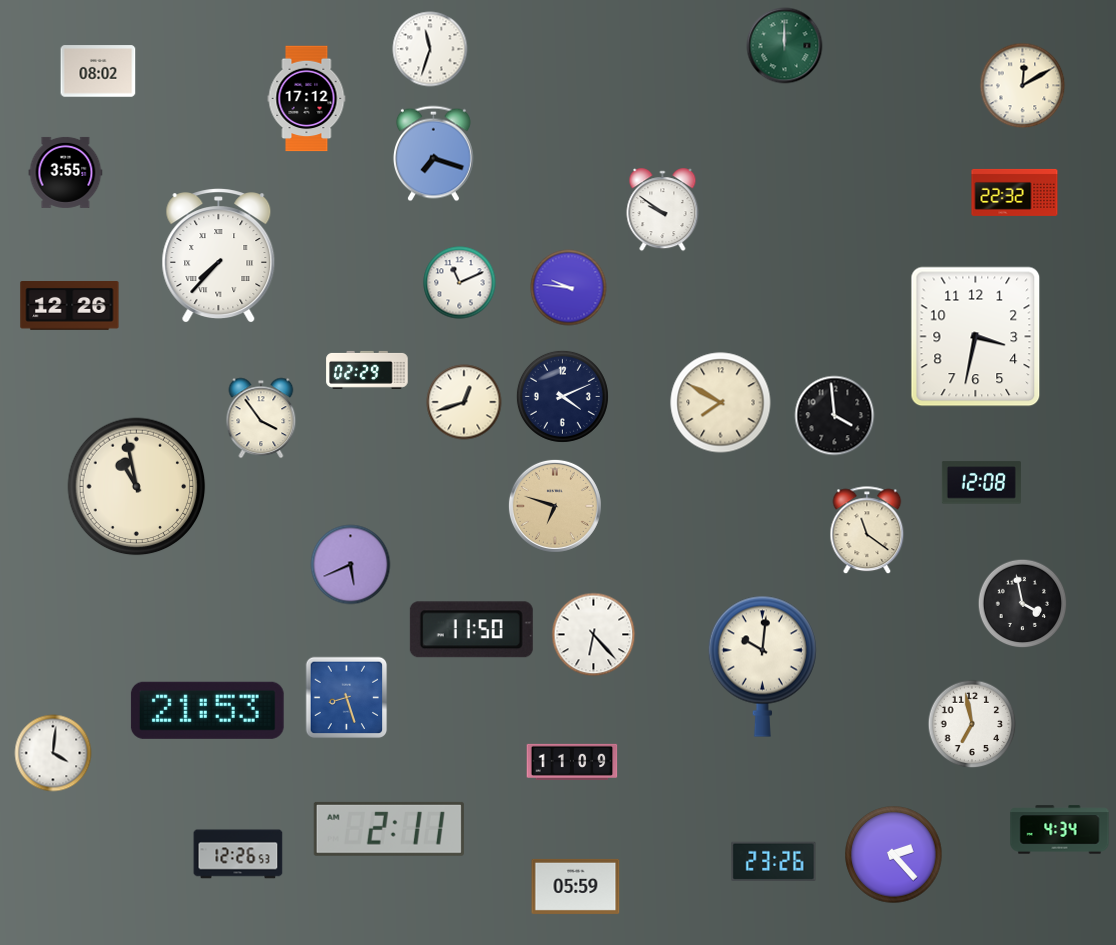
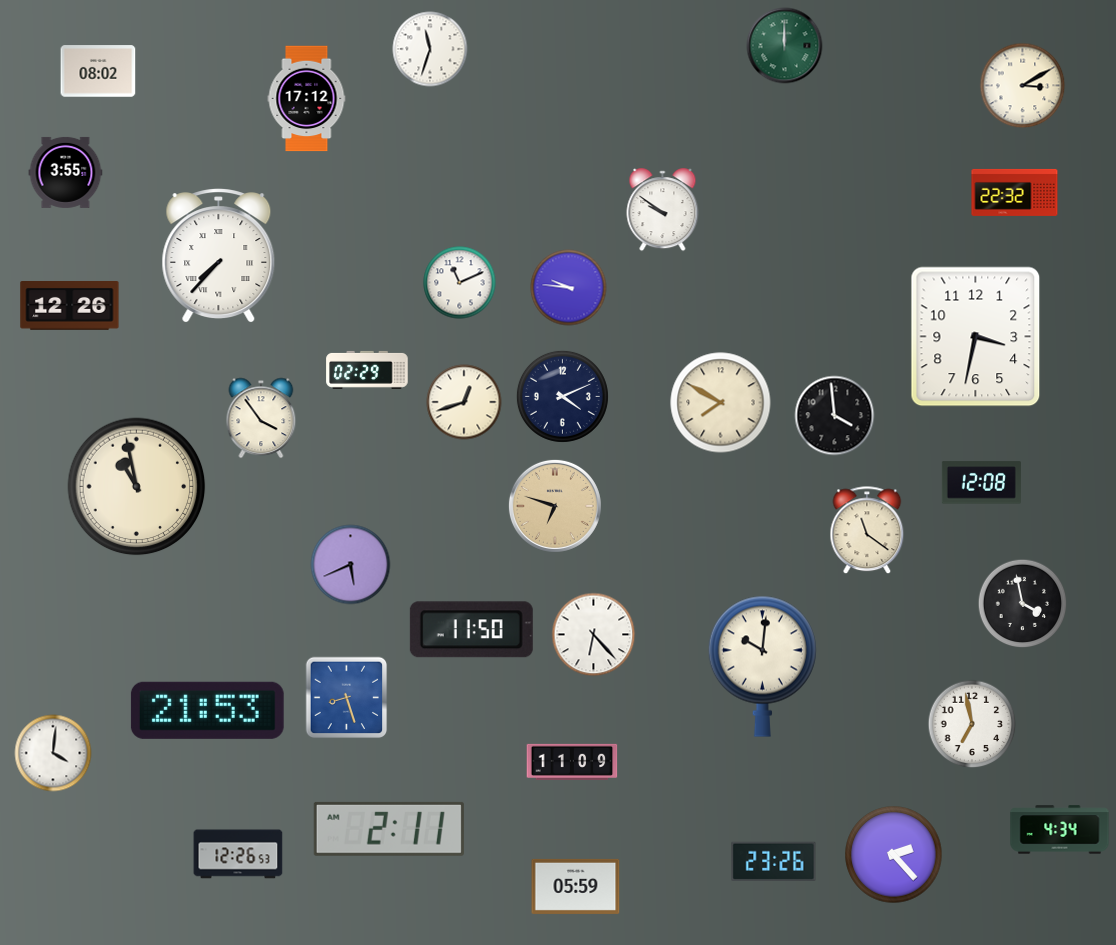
clock at (1023, 86): 12:10 -> 3:10
clock at (433, 154): 7:18 -> none
